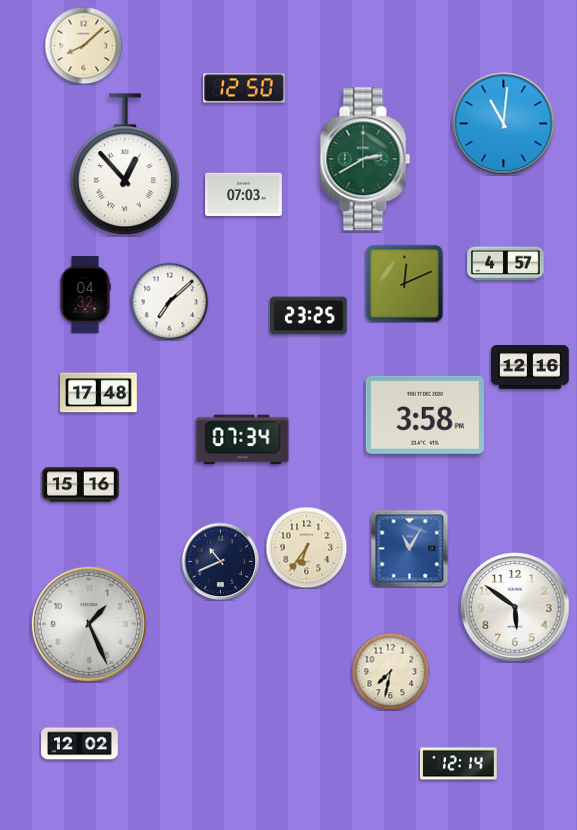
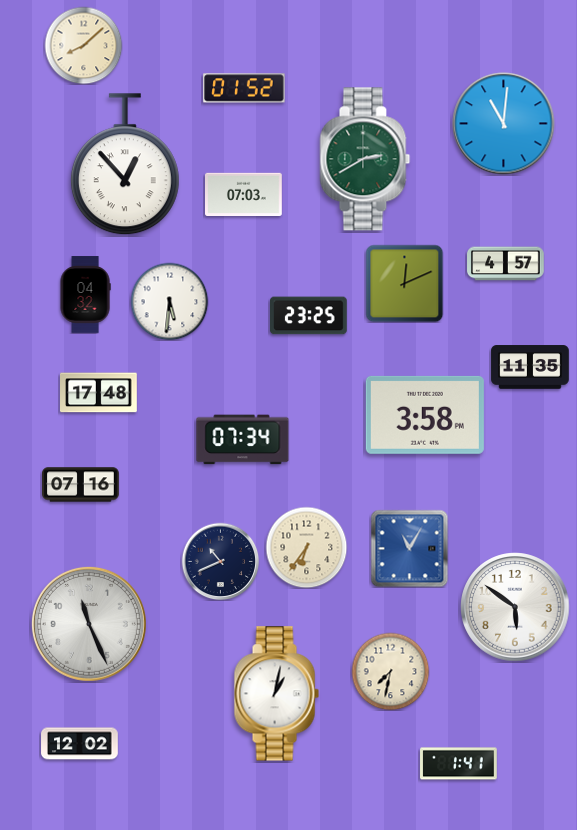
clock at (244, 88): 12:50 -> 01:52
clock at (169, 301): 7:08 -> 5:31
clock at (530, 367): 12:16 -> 11:35
clock at (81, 485): 15:16 -> 07:16
clock at (89, 624): 1:26 -> 11:26
clock at (276, 694): none -> 1:02
clock at (459, 764): 12:14 -> 1:41
